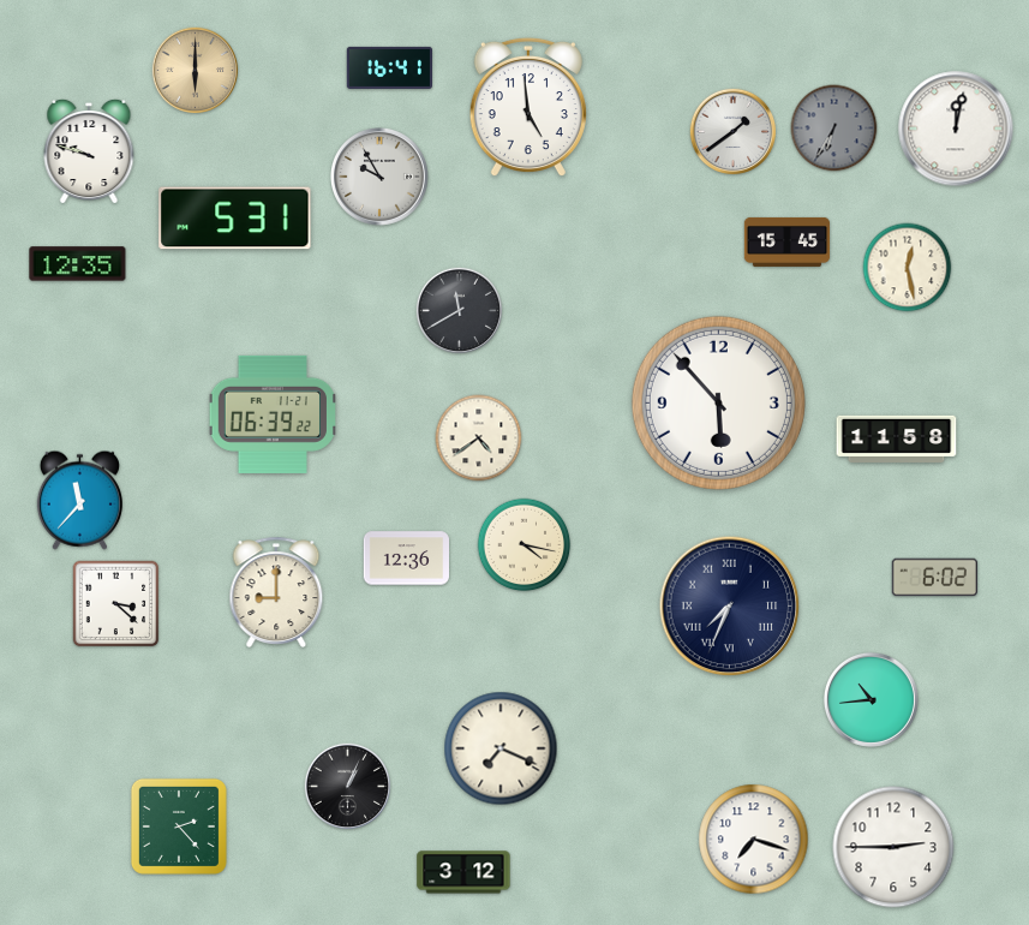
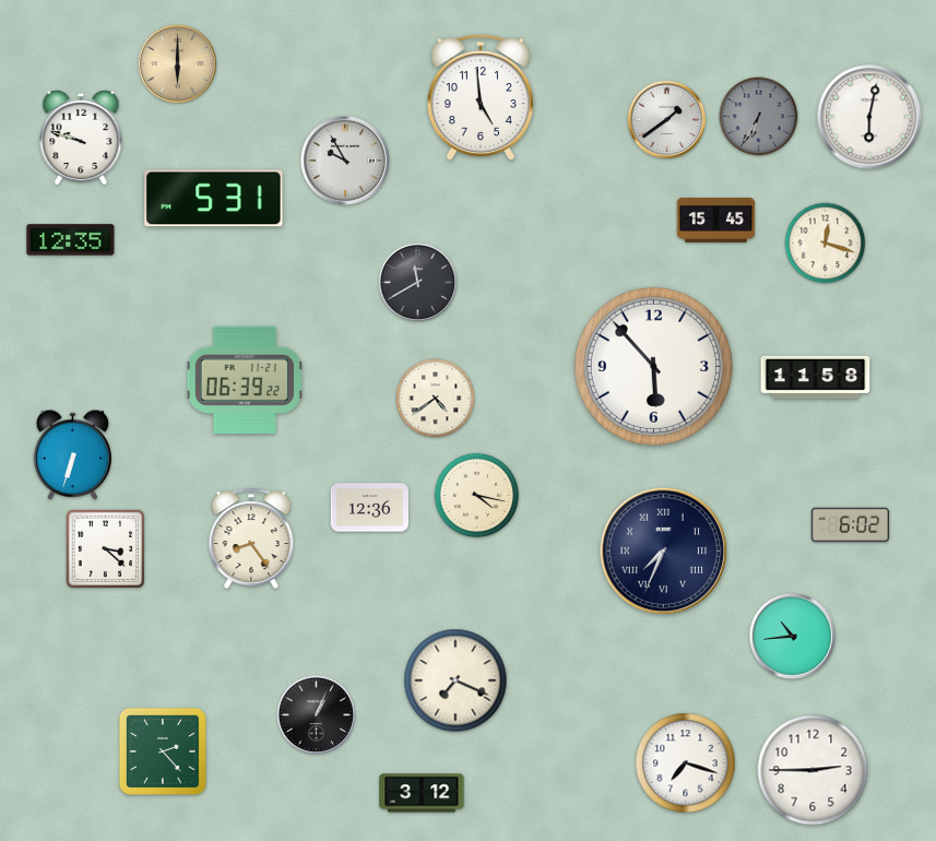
clock at (390, 67): 16:41 -> none
clock at (956, 129): 12:02 -> 6:02
clock at (908, 268): 12:28 -> 12:18
clock at (271, 414) position: (271, 414) -> (244, 380)
clock at (897, 438) position: (897, 438) -> (816, 377)
clock at (79, 500): 11:37 -> 6:33
clock at (276, 591): 9:00 -> 8:24
